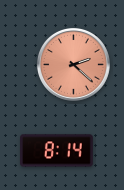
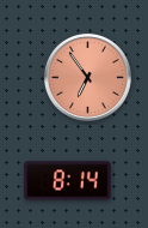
clock at (73, 64): 2:22 -> 6:54
